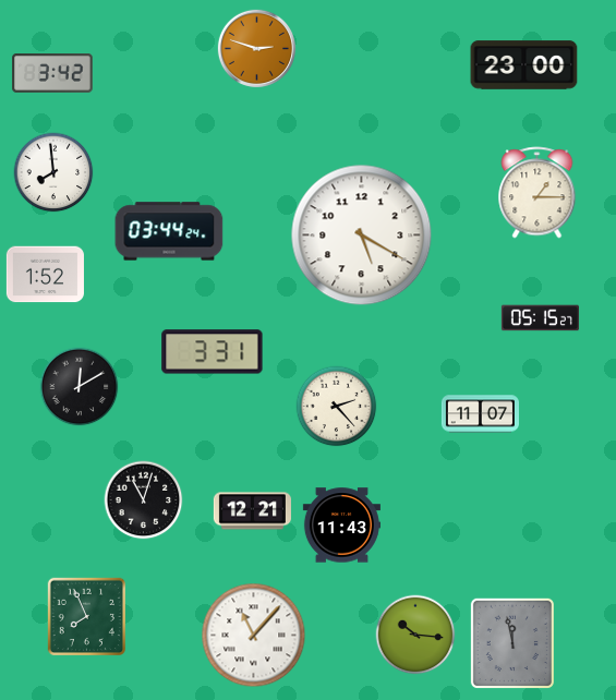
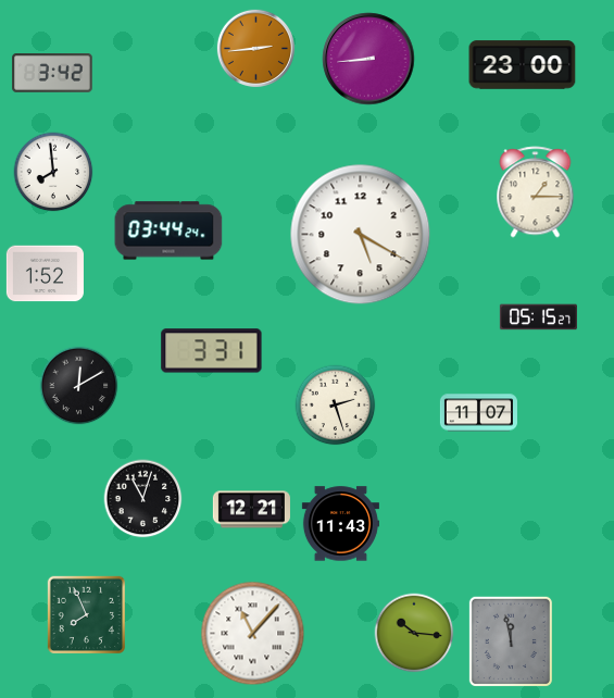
clock at (256, 48): 2:48 -> 2:44
clock at (368, 59): none -> 8:44
clock at (337, 407): 2:23 -> 2:27
